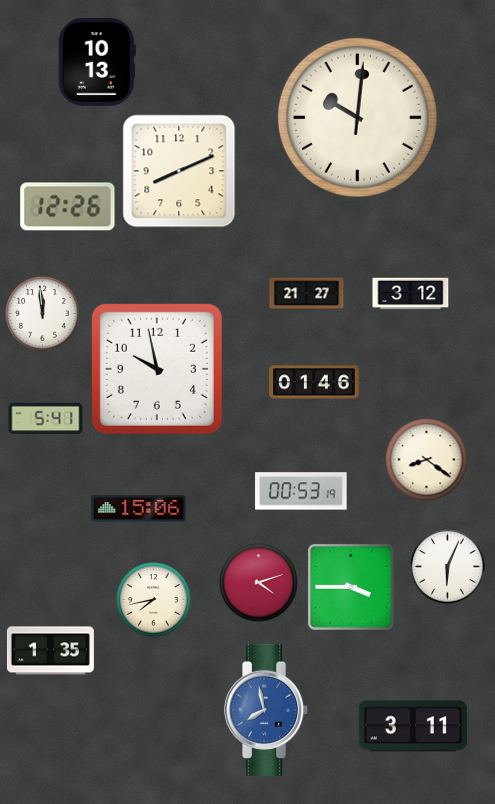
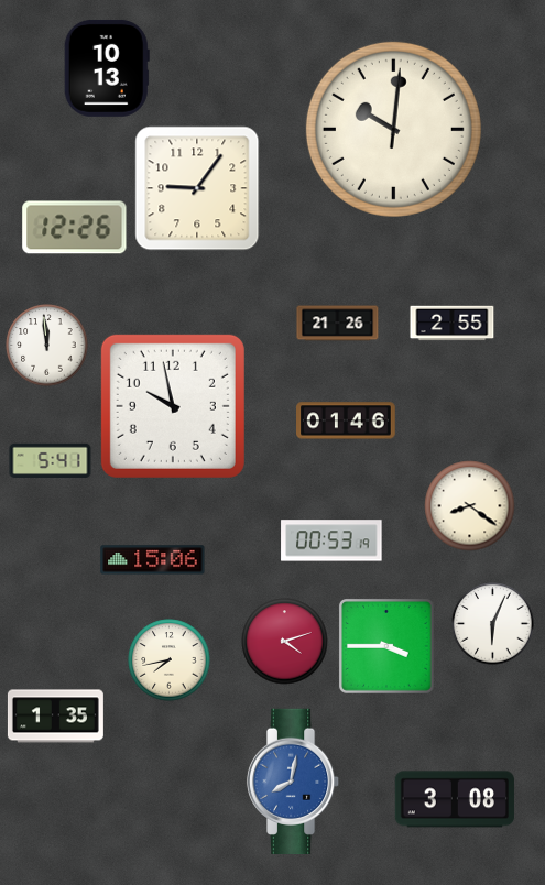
clock at (179, 171): 8:11 -> 9:06
clock at (307, 294): 21:27 -> 21:26
clock at (411, 294): 3:12 -> 2:55
clock at (266, 709): 7:58 -> 8:02
clock at (413, 726): 3:11 -> 3:08
